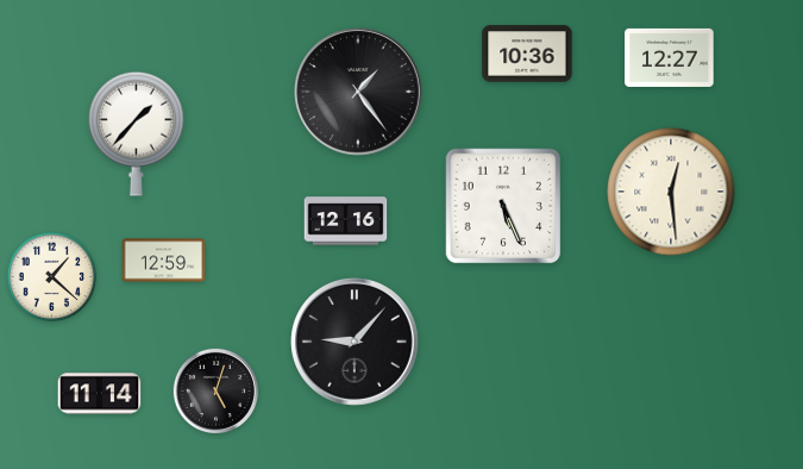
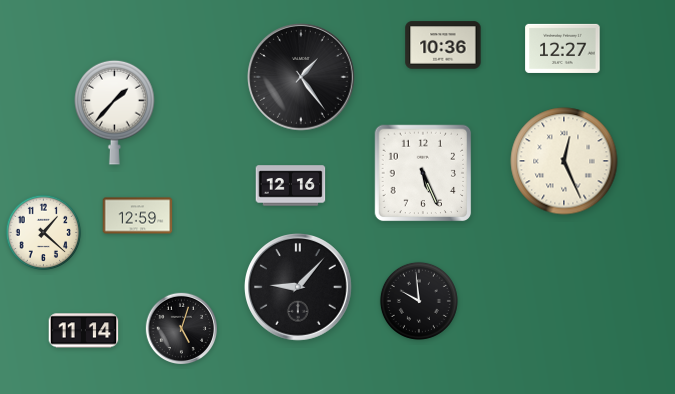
clock at (671, 192): 12:29 -> 12:26
clock at (164, 261) position: (164, 261) -> (138, 216)
clock at (419, 301): none -> 9:59
